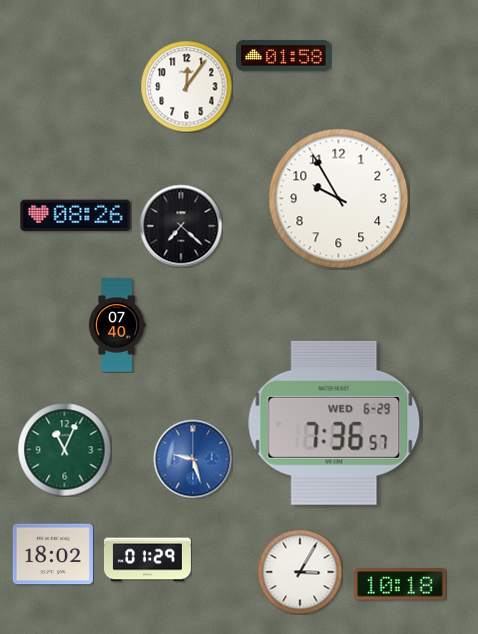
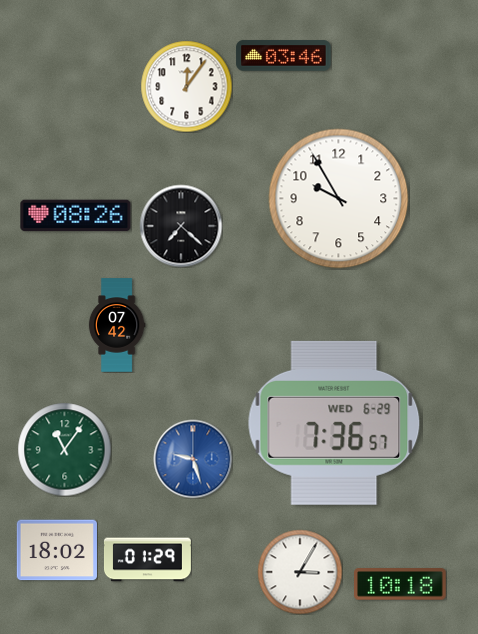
clock at (284, 56): 01:58 -> 03:46
clock at (117, 325): 07:40 -> 07:42
clock at (64, 449): 11:04 -> 11:06
clock at (53, 554) position: (53, 554) -> (57, 550)
